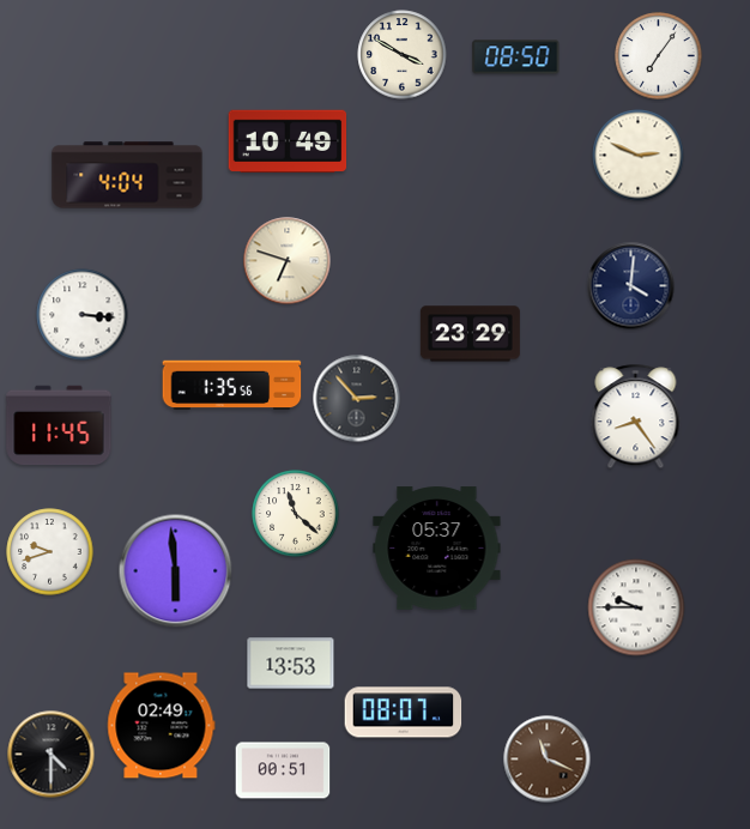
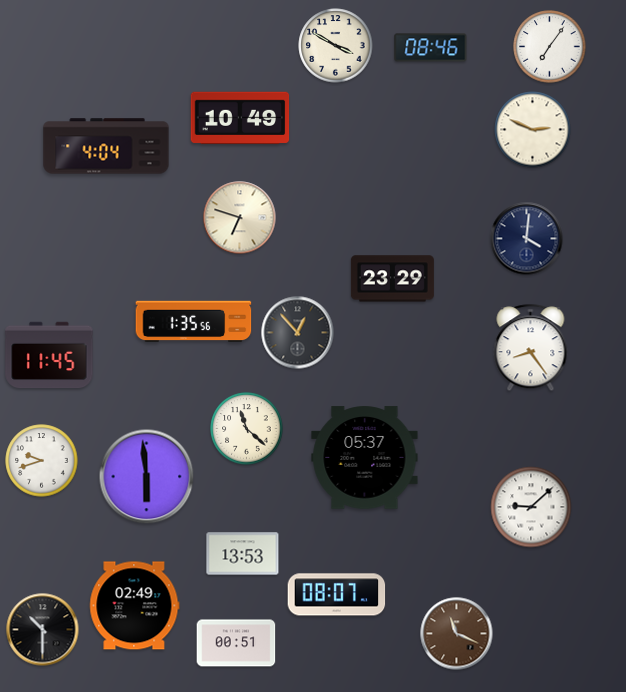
clock at (516, 58): 08:50 -> 08:46
clock at (83, 315): 3:16 -> none
clock at (357, 399): 2:53 -> 12:53
clock at (636, 607): 9:45 -> 9:08
clock at (52, 755): 4:30 -> 10:30
